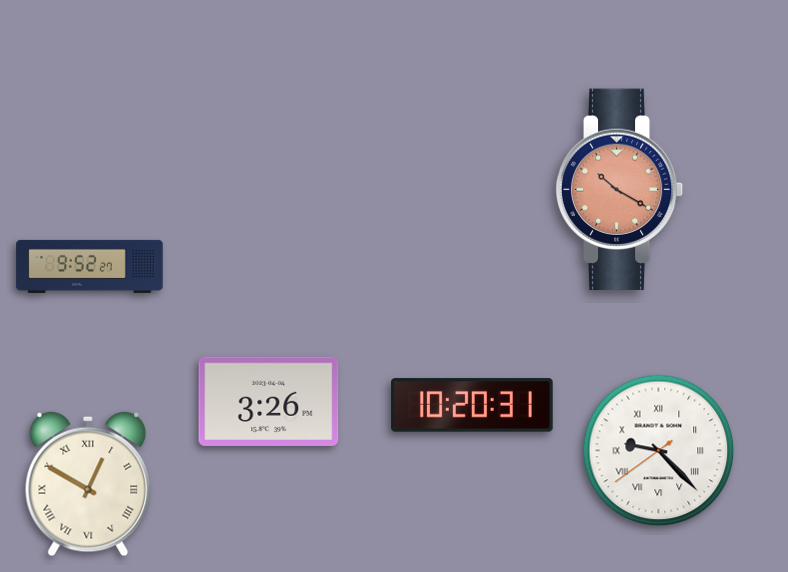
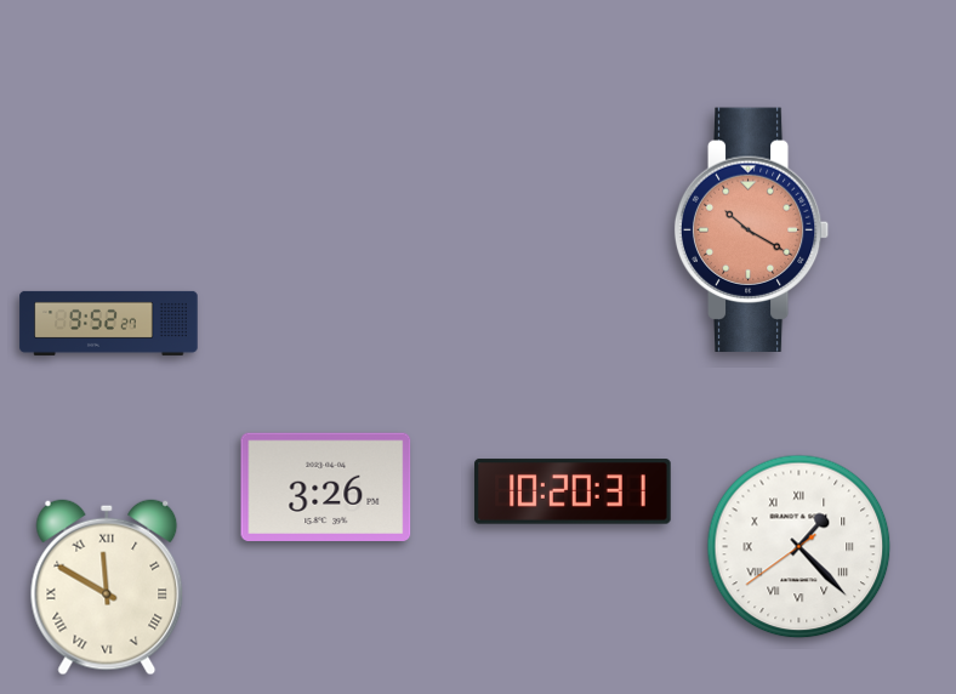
clock at (659, 451): 9:22 -> 1:22
clock at (88, 484): 12:50 -> 11:50
